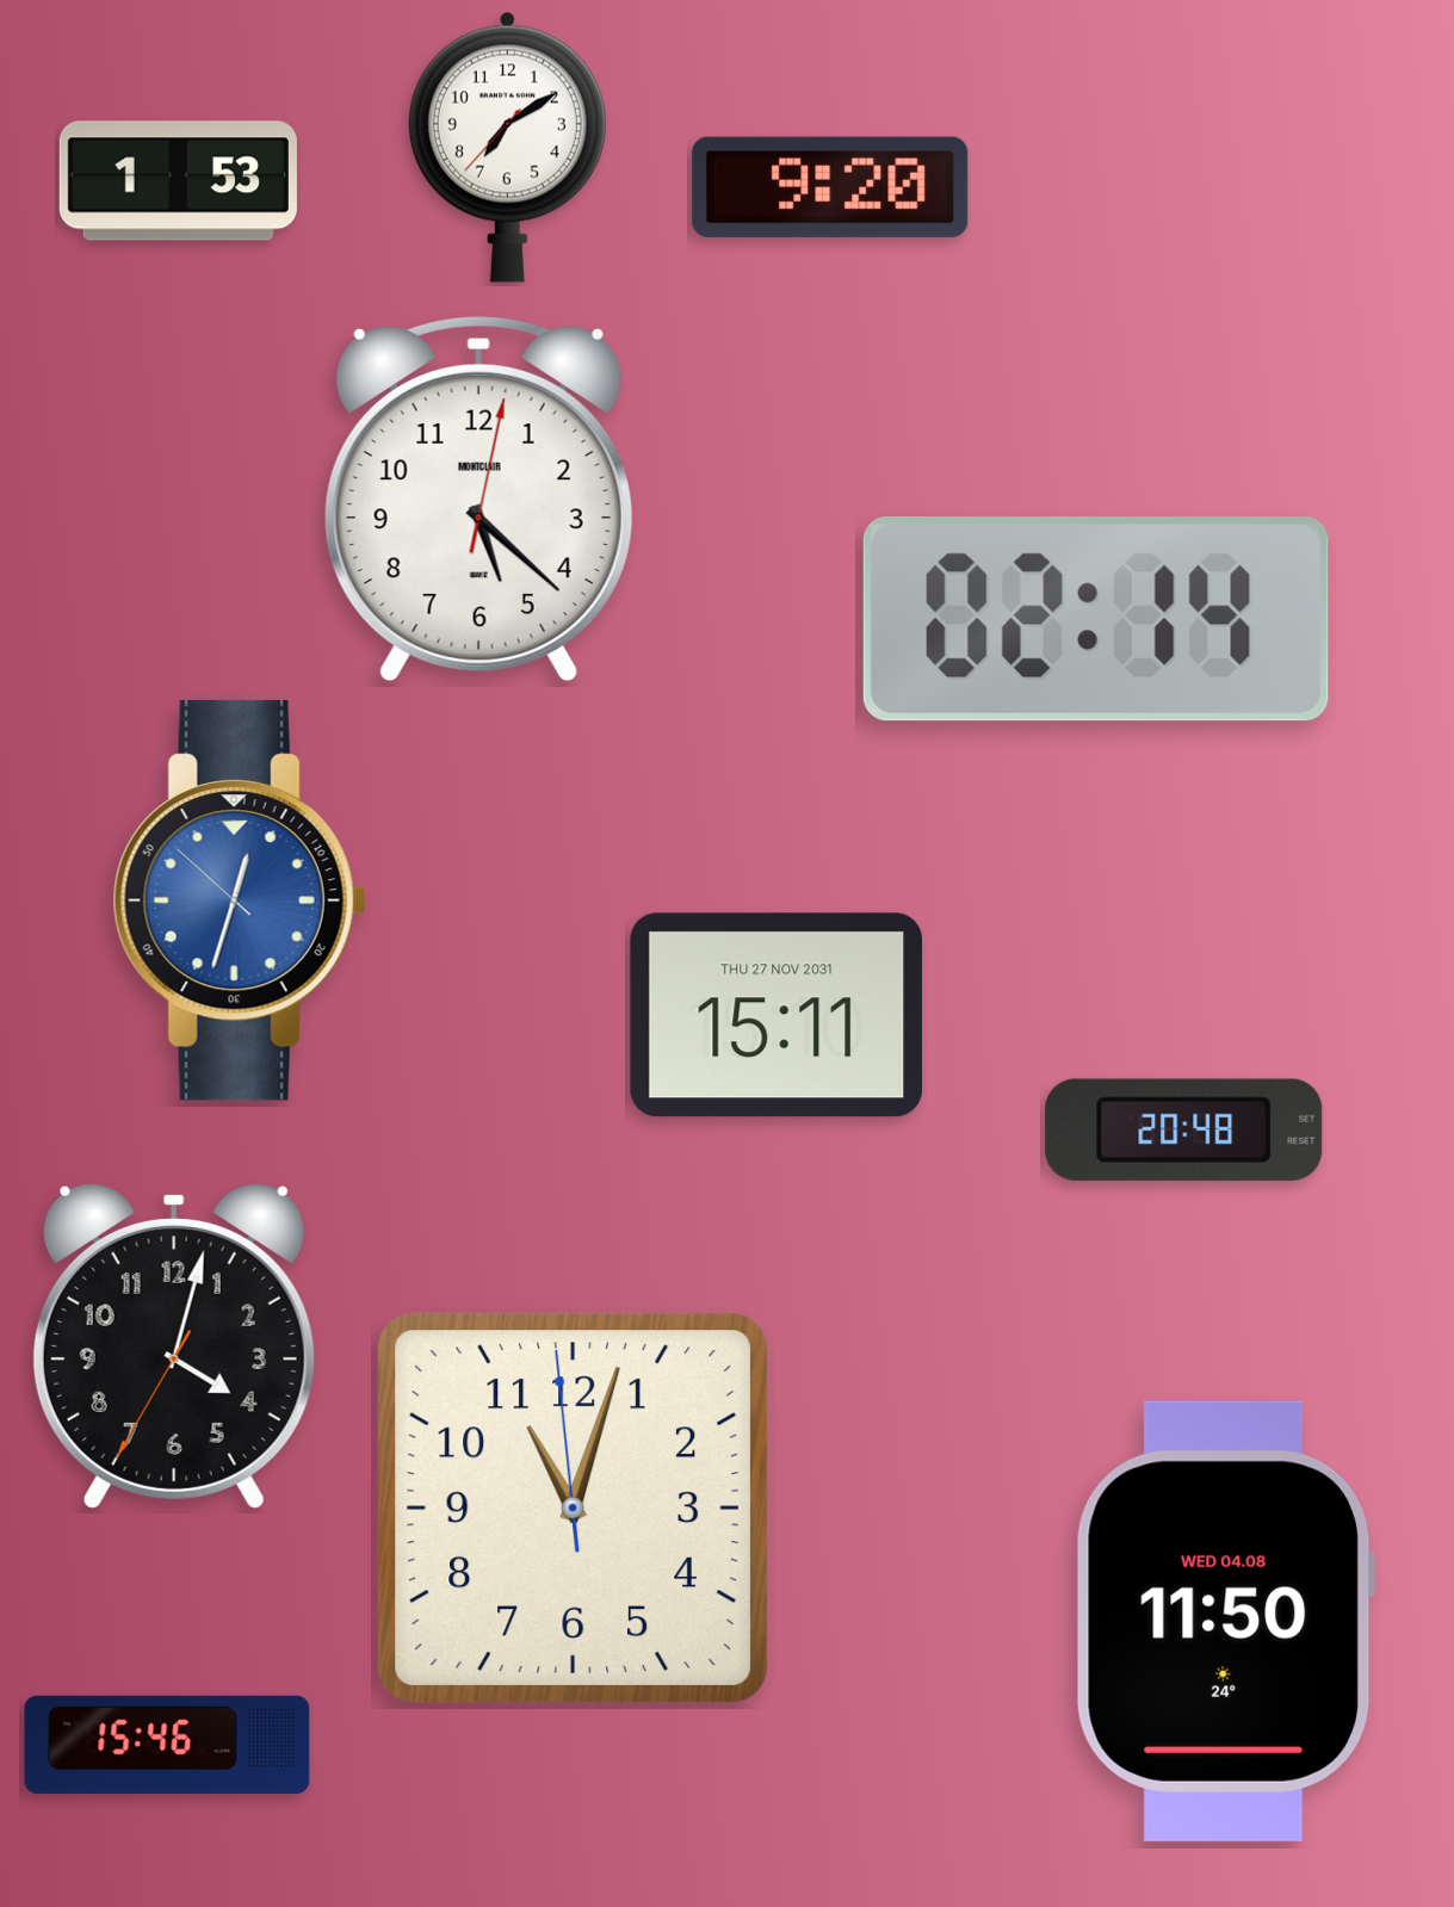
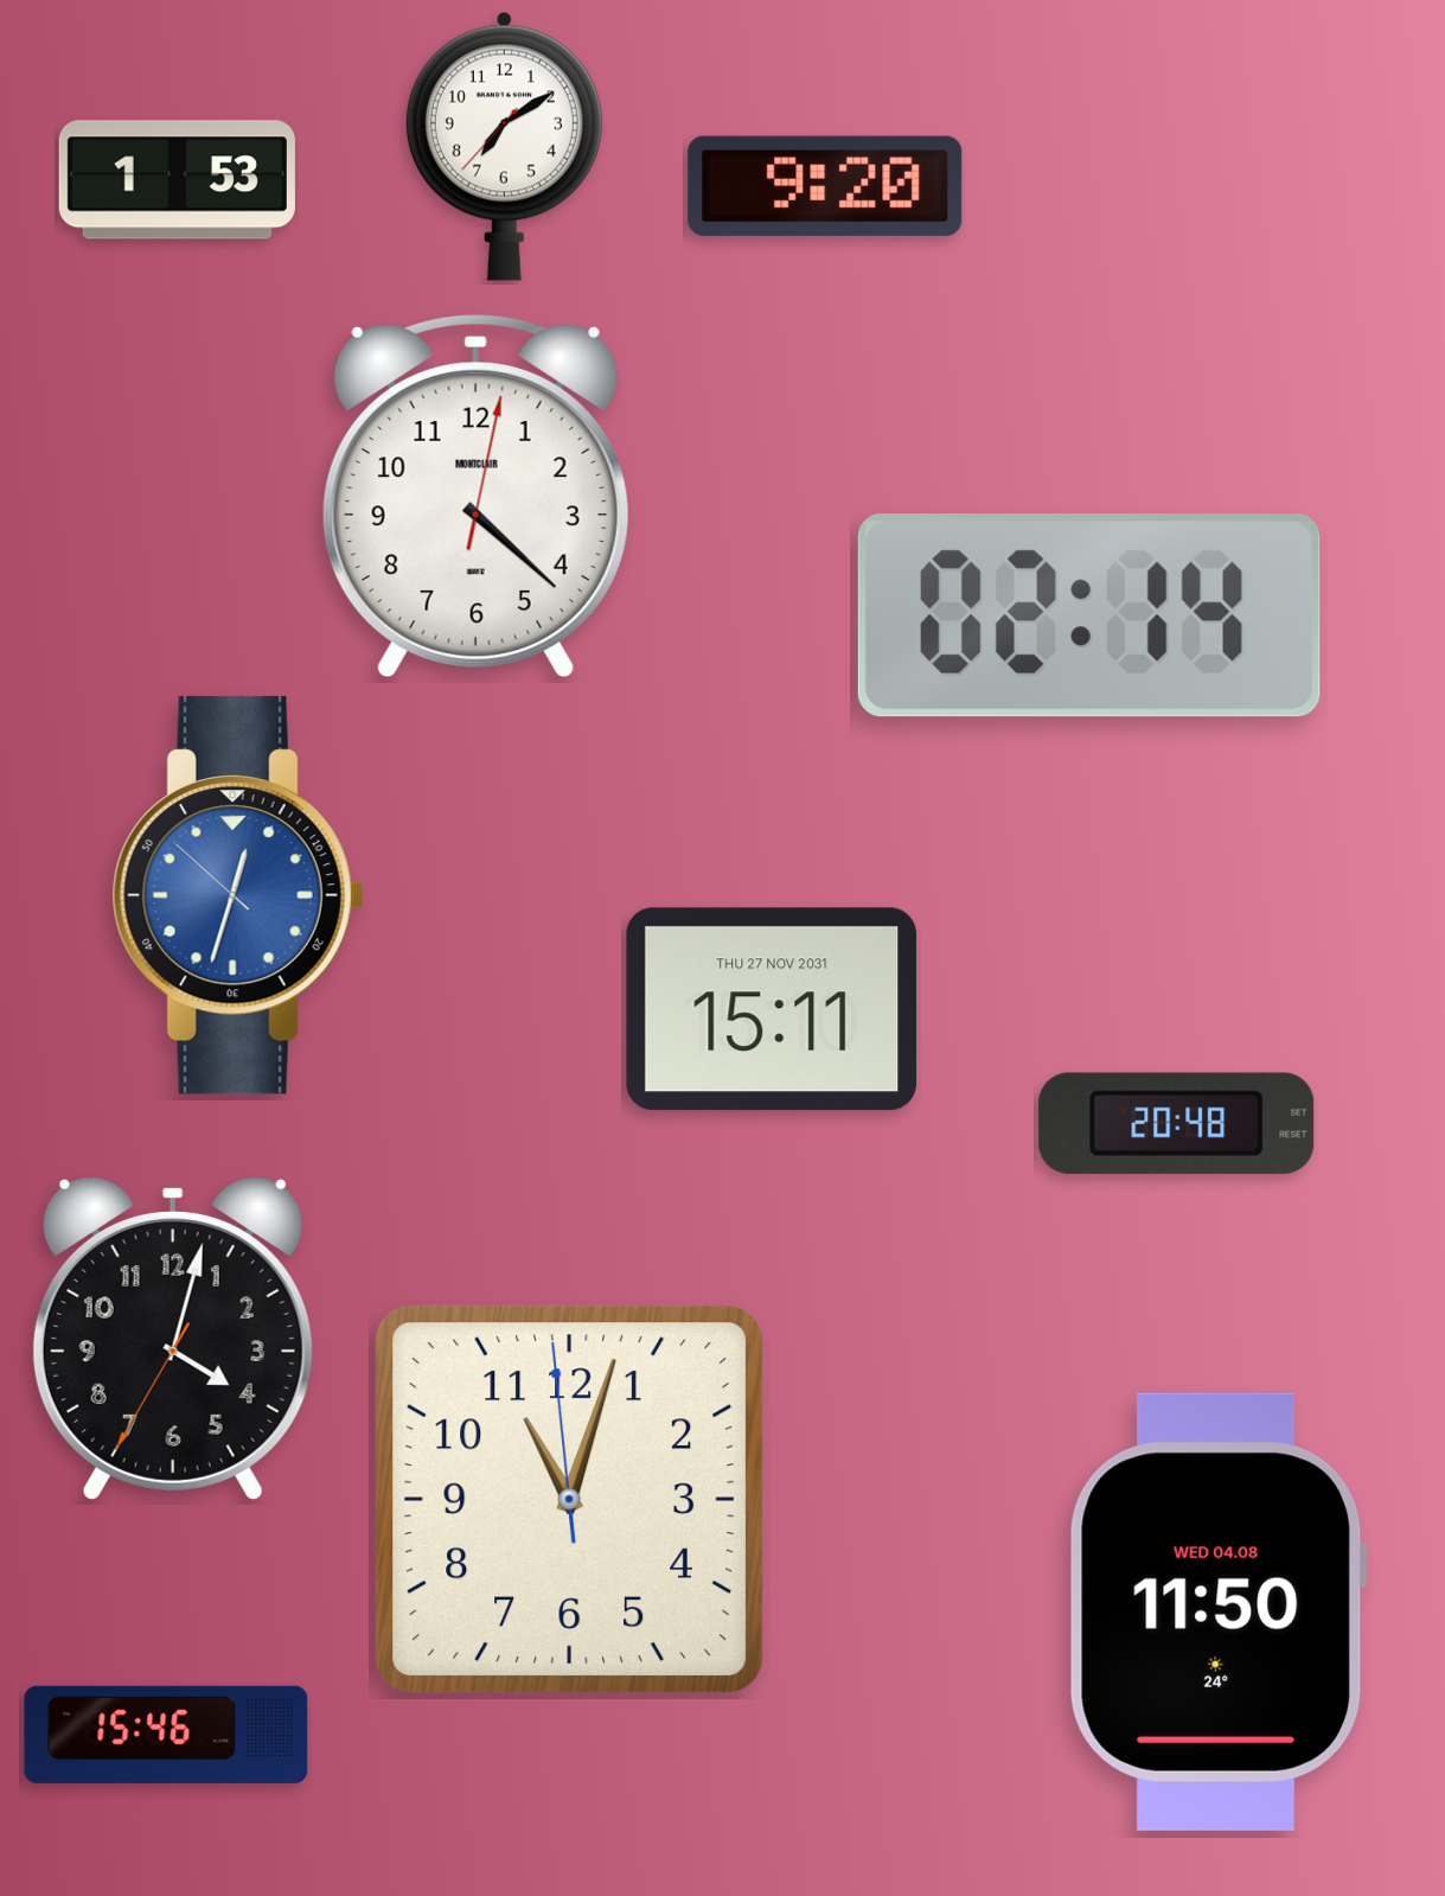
clock at (478, 499): 5:22 -> 4:22
